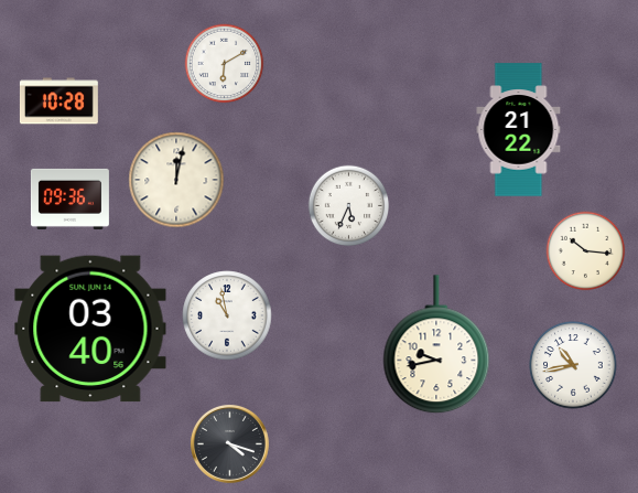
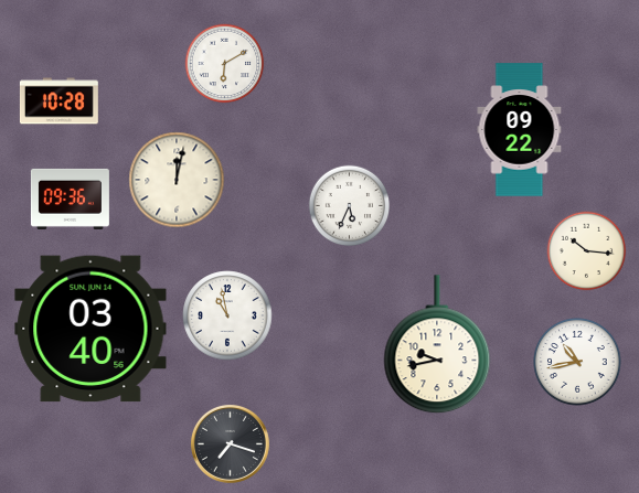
clock at (519, 130): 21:22 -> 09:22
clock at (574, 366) position: (574, 366) -> (578, 363)
clock at (229, 443): 4:18 -> 7:18
